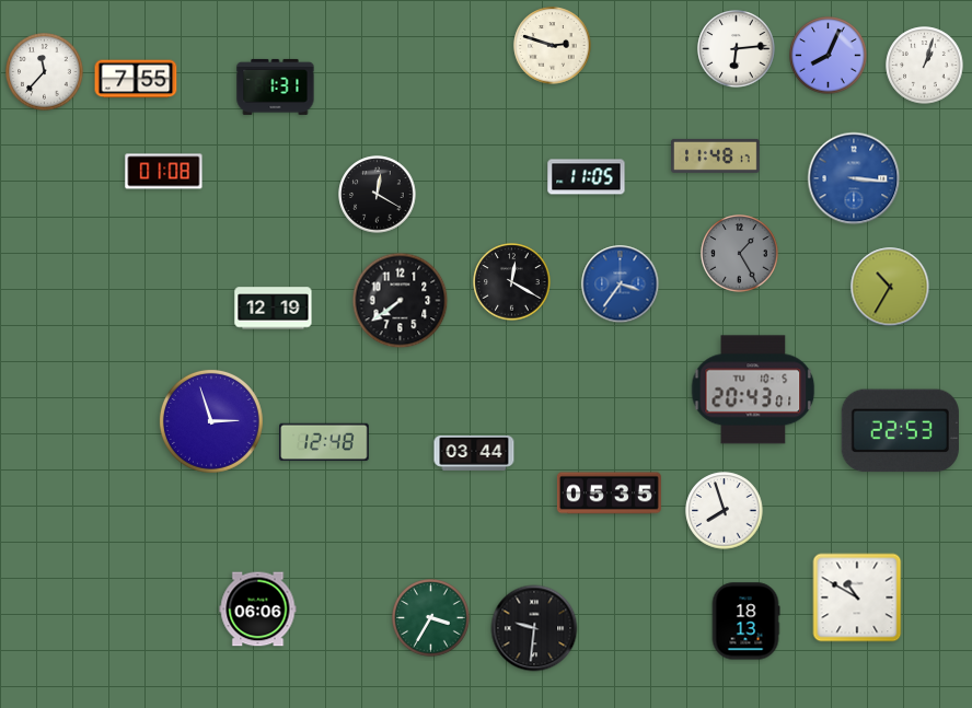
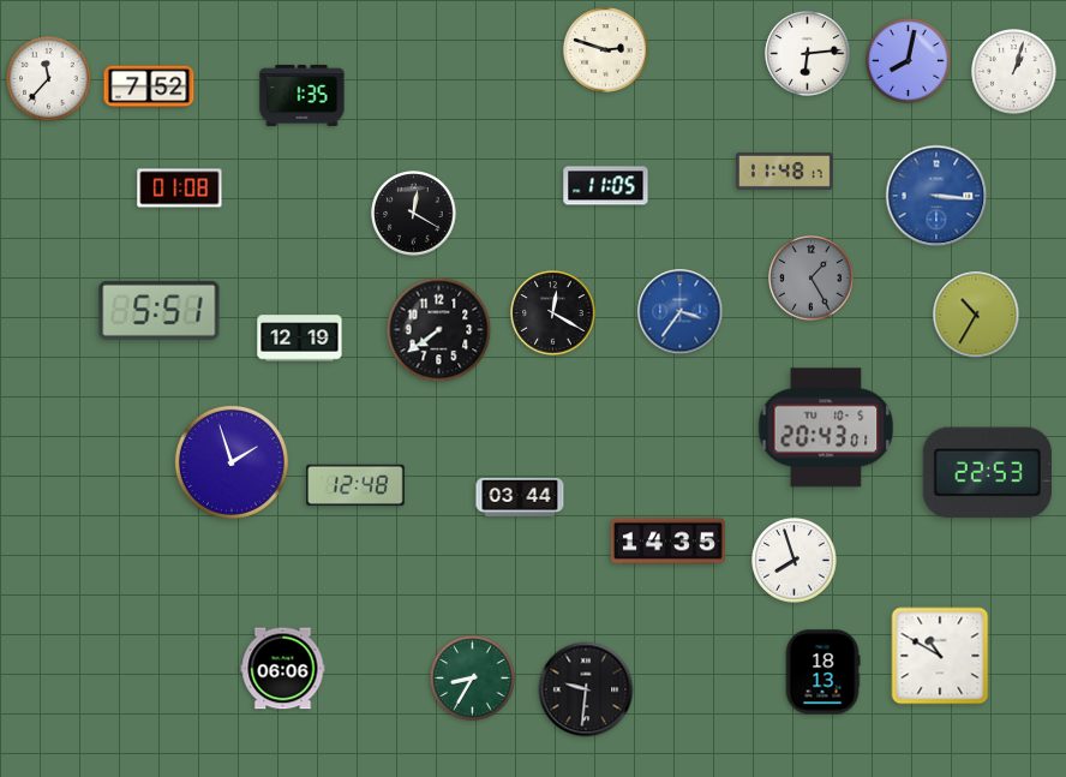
clock at (829, 56): 8:04 -> 8:02
clock at (136, 79): 7:55 -> 7:52
clock at (276, 86): 1:31 -> 1:35
clock at (587, 177) position: (587, 177) -> (606, 186)
clock at (160, 310): none -> 5:51
clock at (512, 282) position: (512, 282) -> (553, 313)
clock at (211, 421): 2:57 -> 1:57
clock at (609, 494): 05:35 -> 14:35
clock at (431, 618): 3:35 -> 8:35
clock at (745, 622) position: (745, 622) -> (822, 673)
